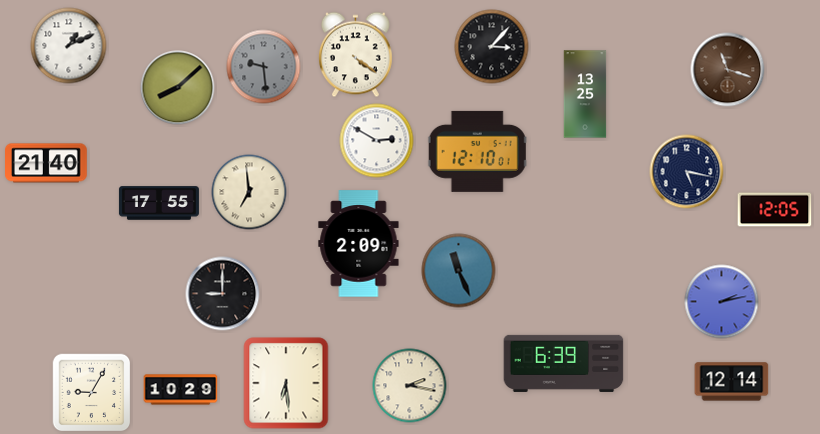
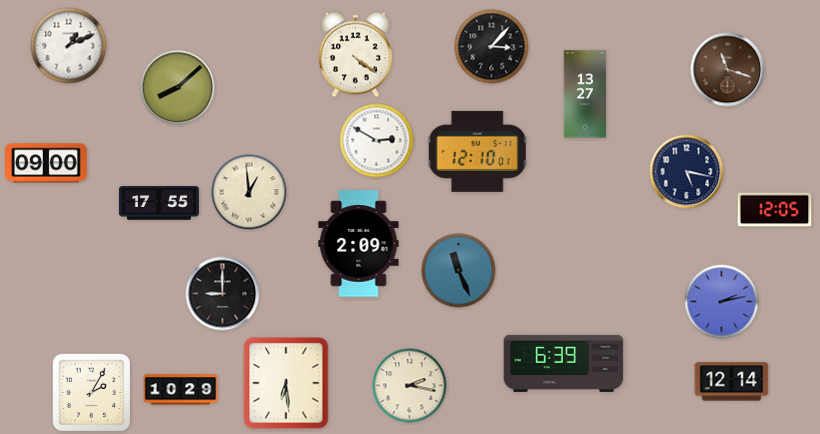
clock at (264, 67): 9:29 -> none
clock at (585, 94): 13:25 -> 13:27
clock at (47, 163): 21:40 -> 09:00
clock at (249, 192): 6:59 -> 12:59
clock at (92, 393): 9:05 -> 2:05
